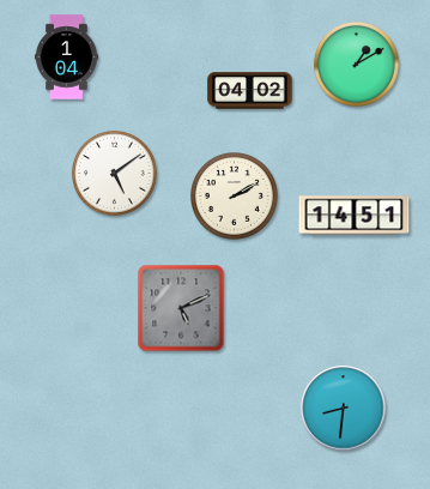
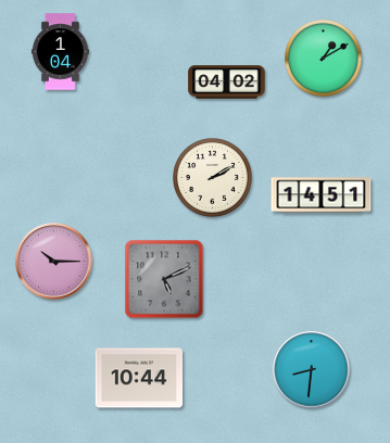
clock at (114, 173): 5:09 -> none
clock at (54, 262): none -> 10:15
clock at (139, 378): none -> 10:44
